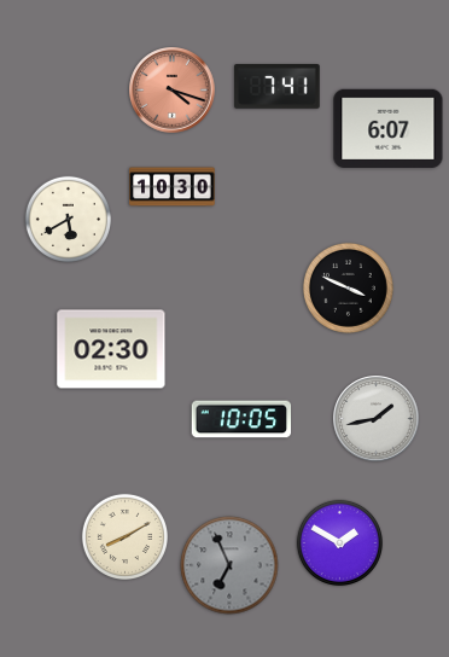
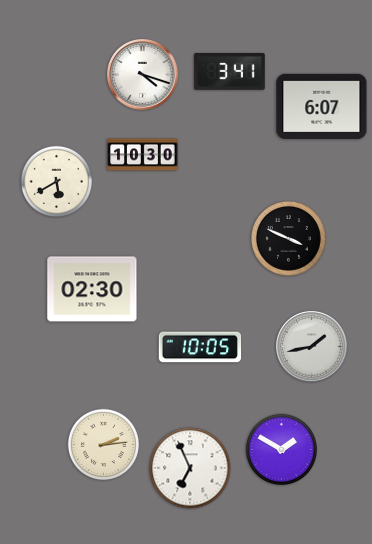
clock at (278, 87): 7:41 -> 3:41
clock at (173, 91) dial: salmon -> white
clock at (124, 536): 8:10 -> 2:14
clock at (229, 565) dial: grey -> white
